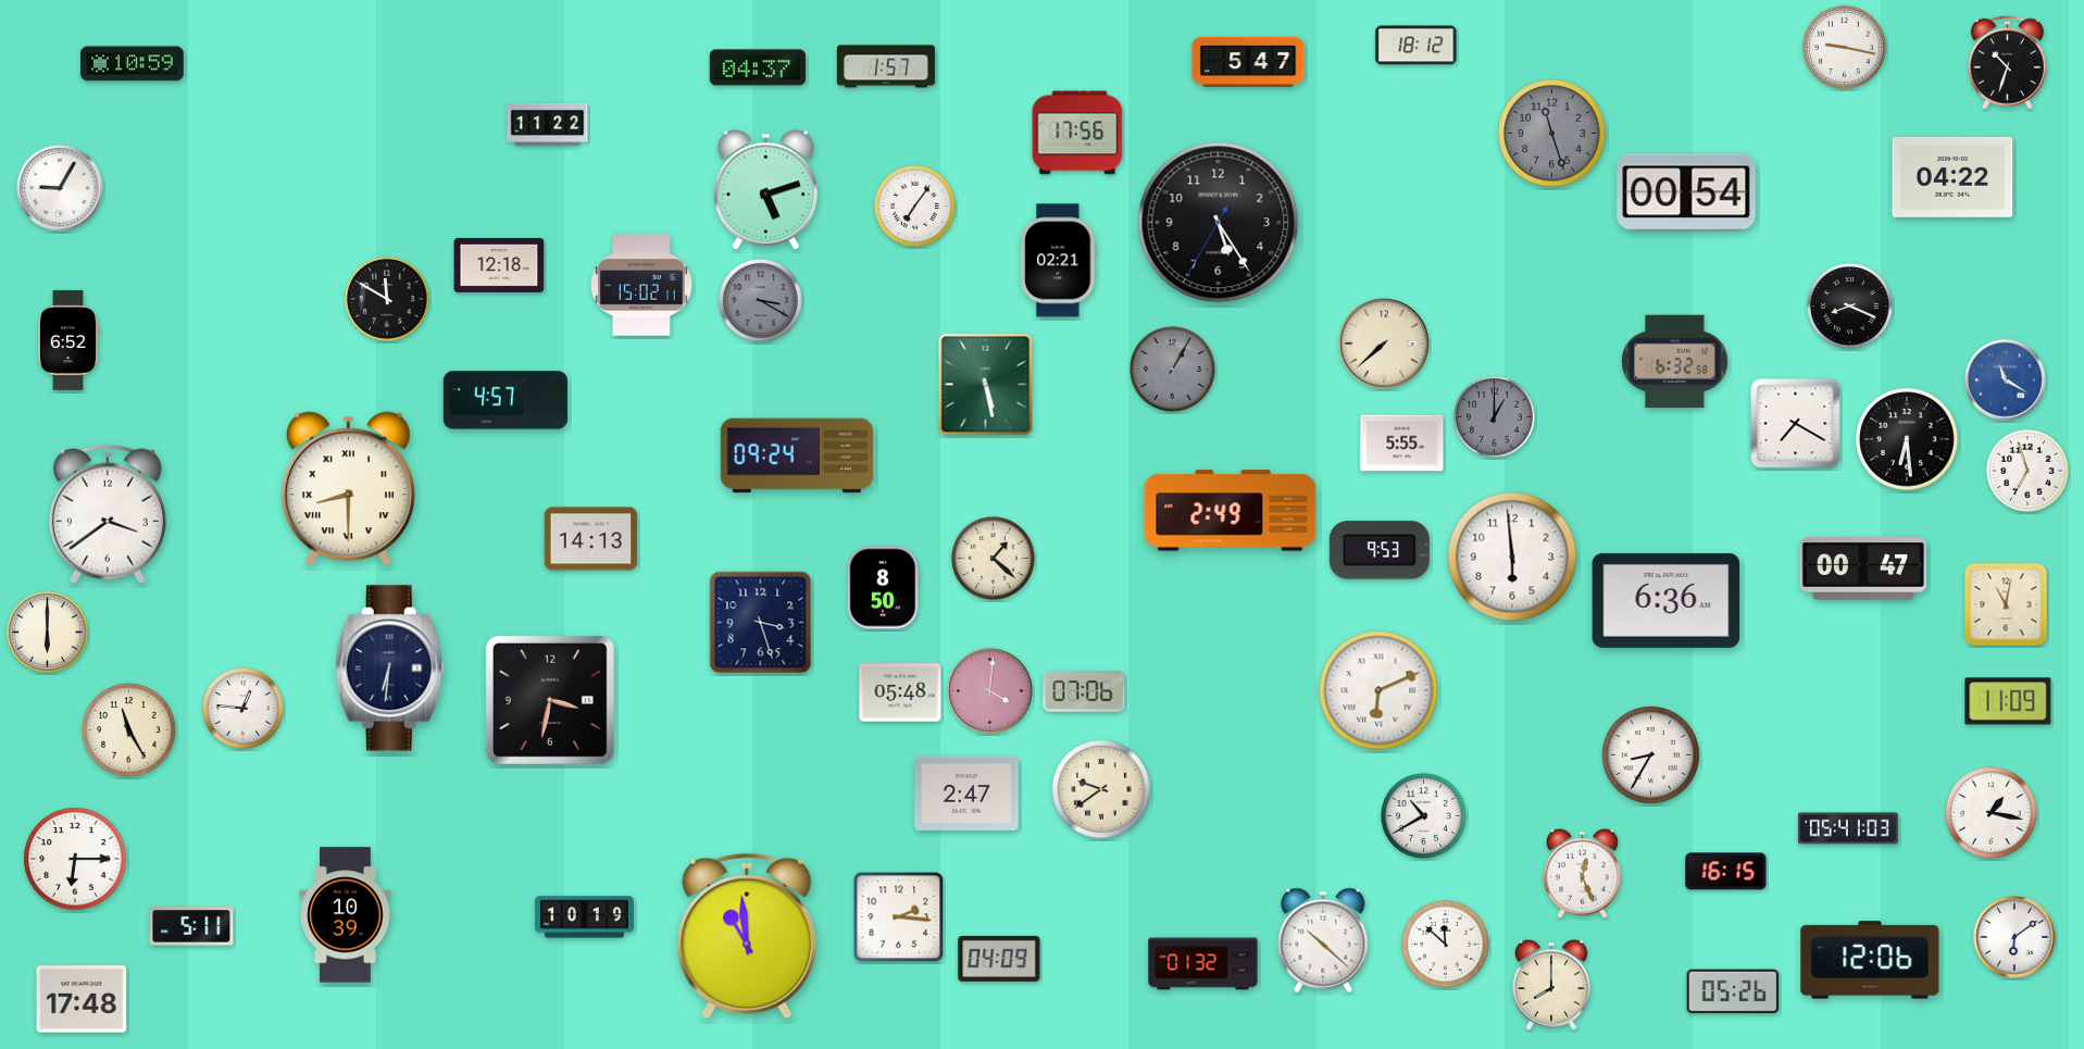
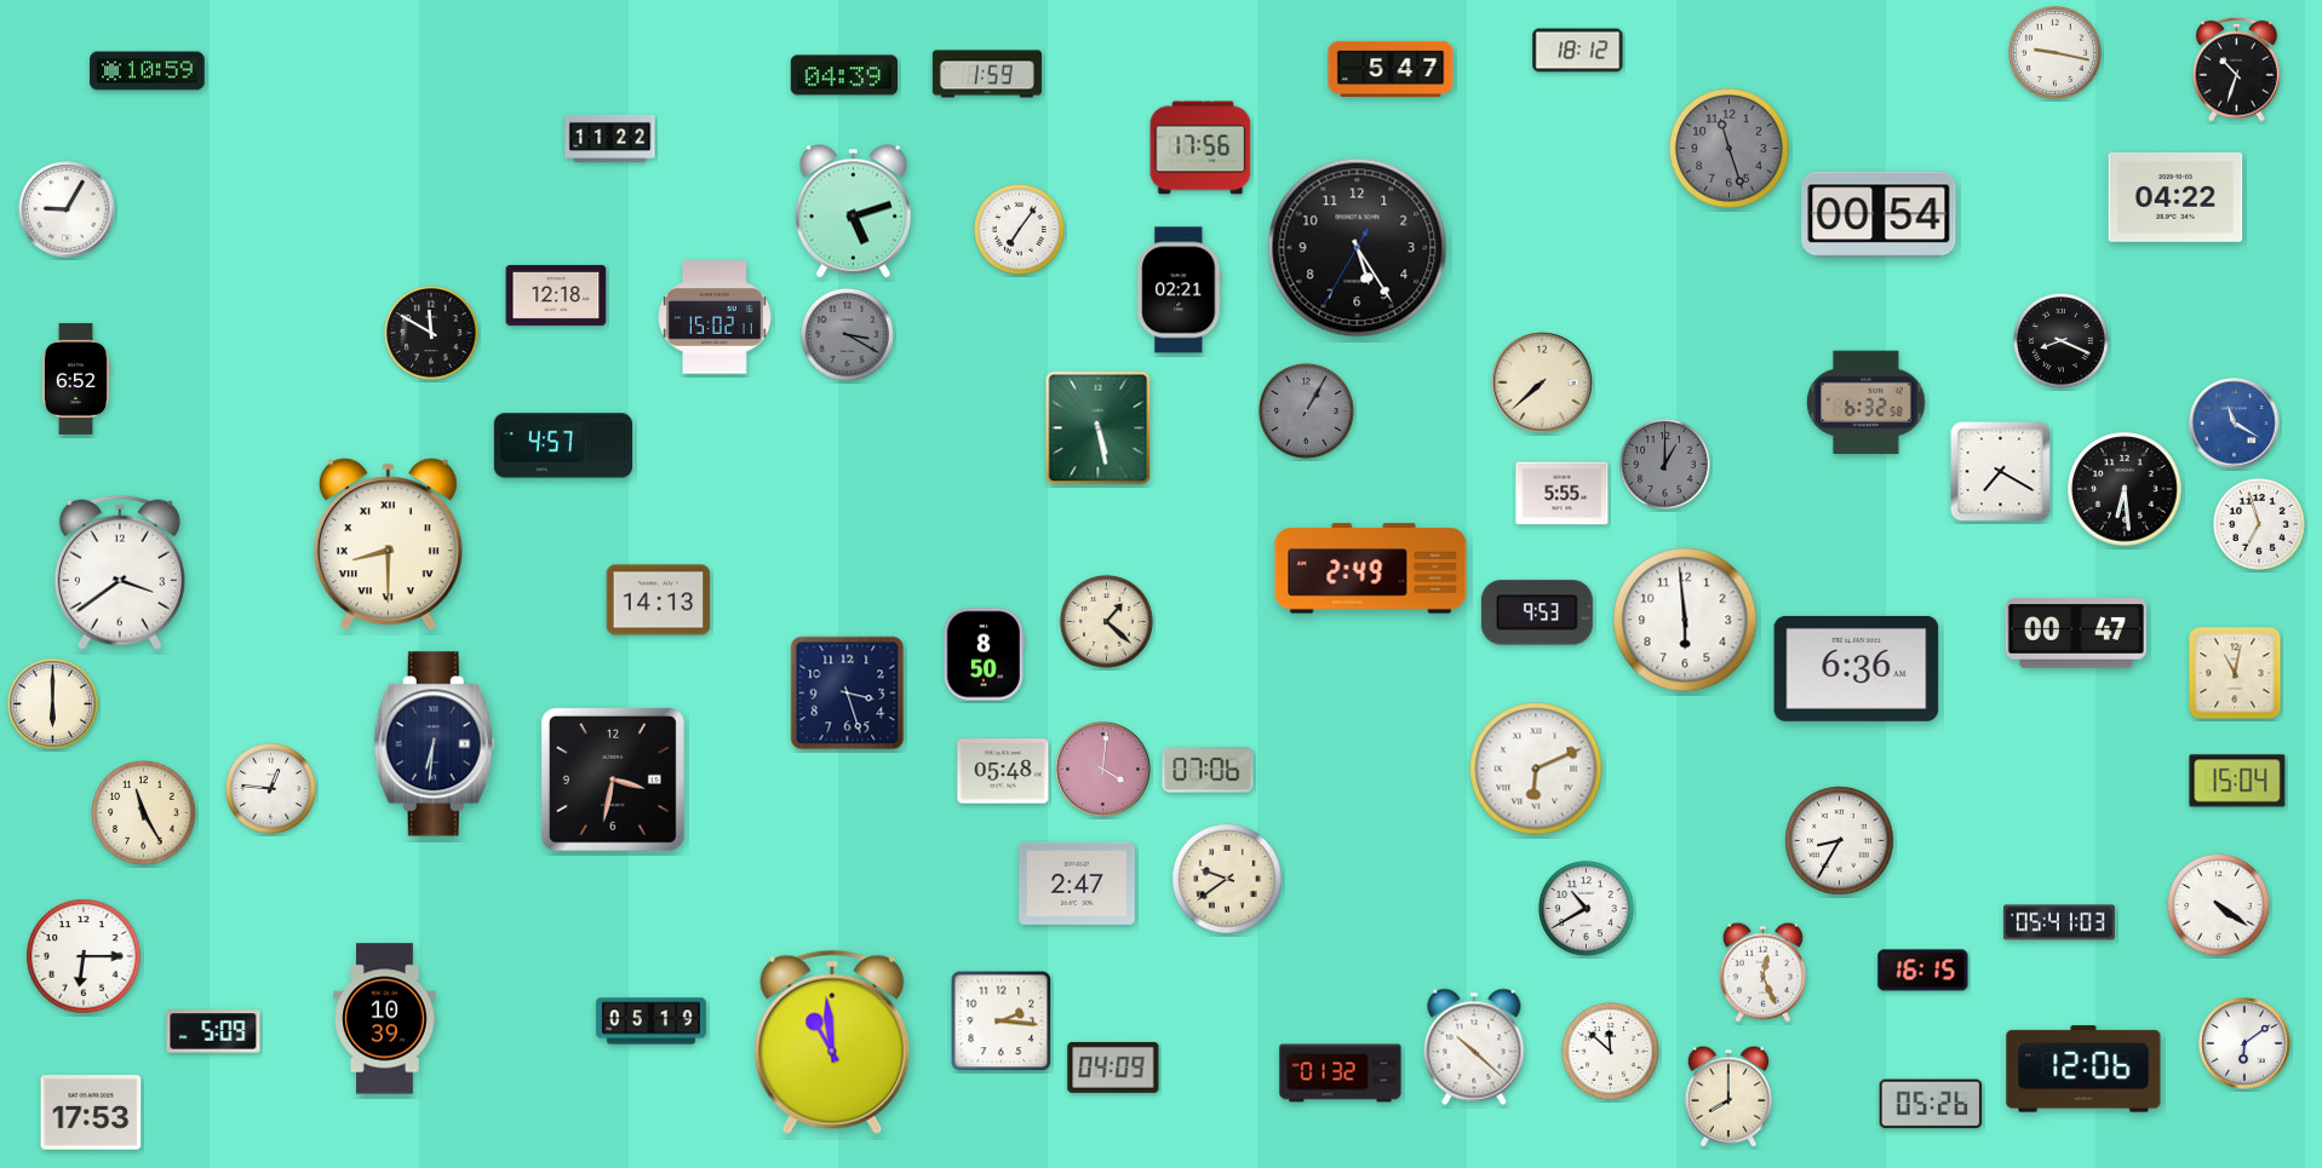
clock at (886, 66): 1:57 -> 1:59
clock at (757, 67): 04:37 -> 04:39
clock at (796, 455): 09:24 -> none
clock at (2008, 701): 11:09 -> 15:04
clock at (1992, 813): 1:17 -> 4:21
clock at (584, 917): 10:19 -> 05:19
clock at (191, 926): 5:11 -> 5:09
clock at (82, 999): 17:48 -> 17:53
